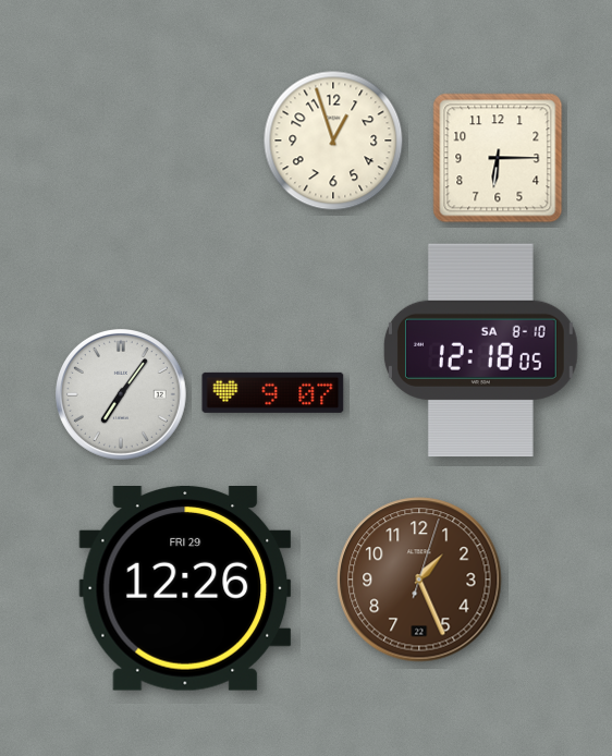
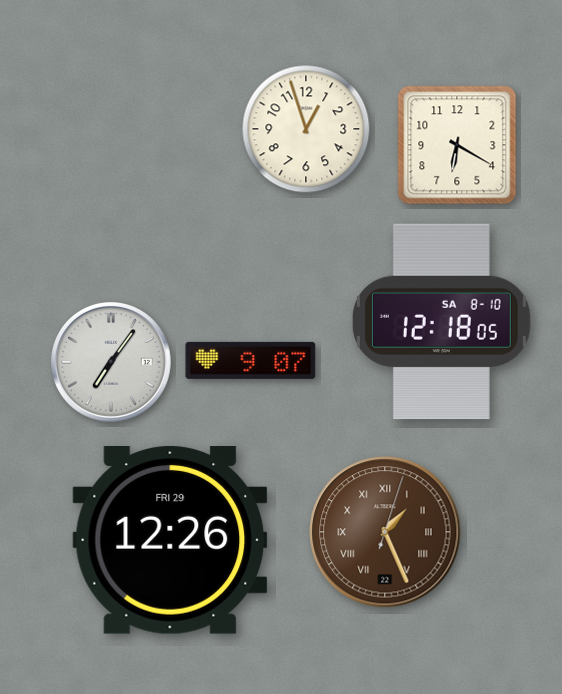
clock at (498, 158): 6:15 -> 6:20
clock at (419, 580) numerals: Arabic -> Roman
